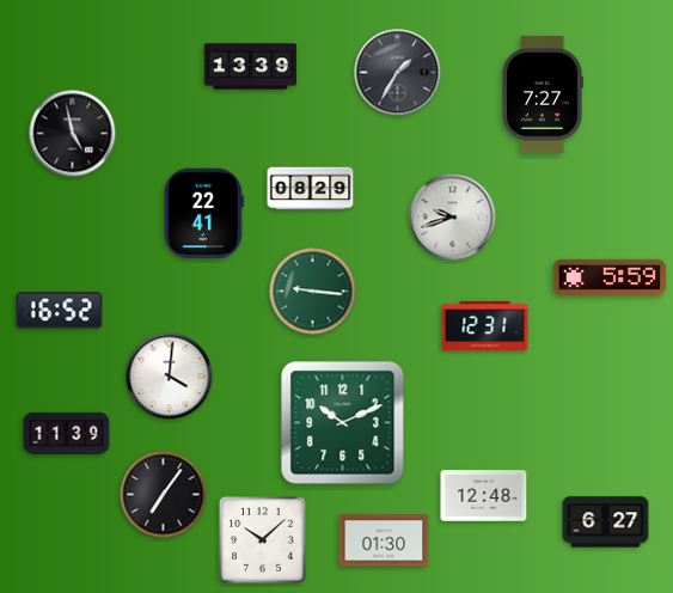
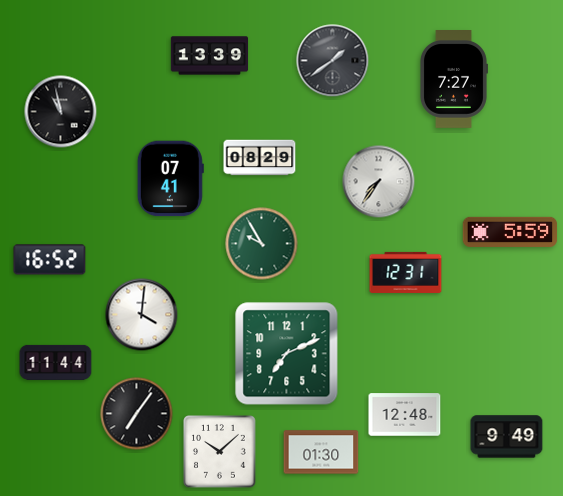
clock at (398, 73): 1:35 -> 1:39
clock at (73, 134): 4:58 -> 10:58
clock at (203, 214): 22:41 -> 07:41
clock at (453, 218): 9:42 -> 7:36
clock at (313, 292): 9:16 -> 9:55
clock at (343, 423): 10:11 -> 7:11
clock at (67, 433): 11:39 -> 11:44
clock at (606, 522): 6:27 -> 9:49
